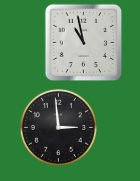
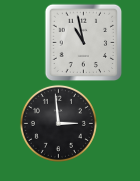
clock at (58, 127) position: (58, 127) -> (58, 123)
